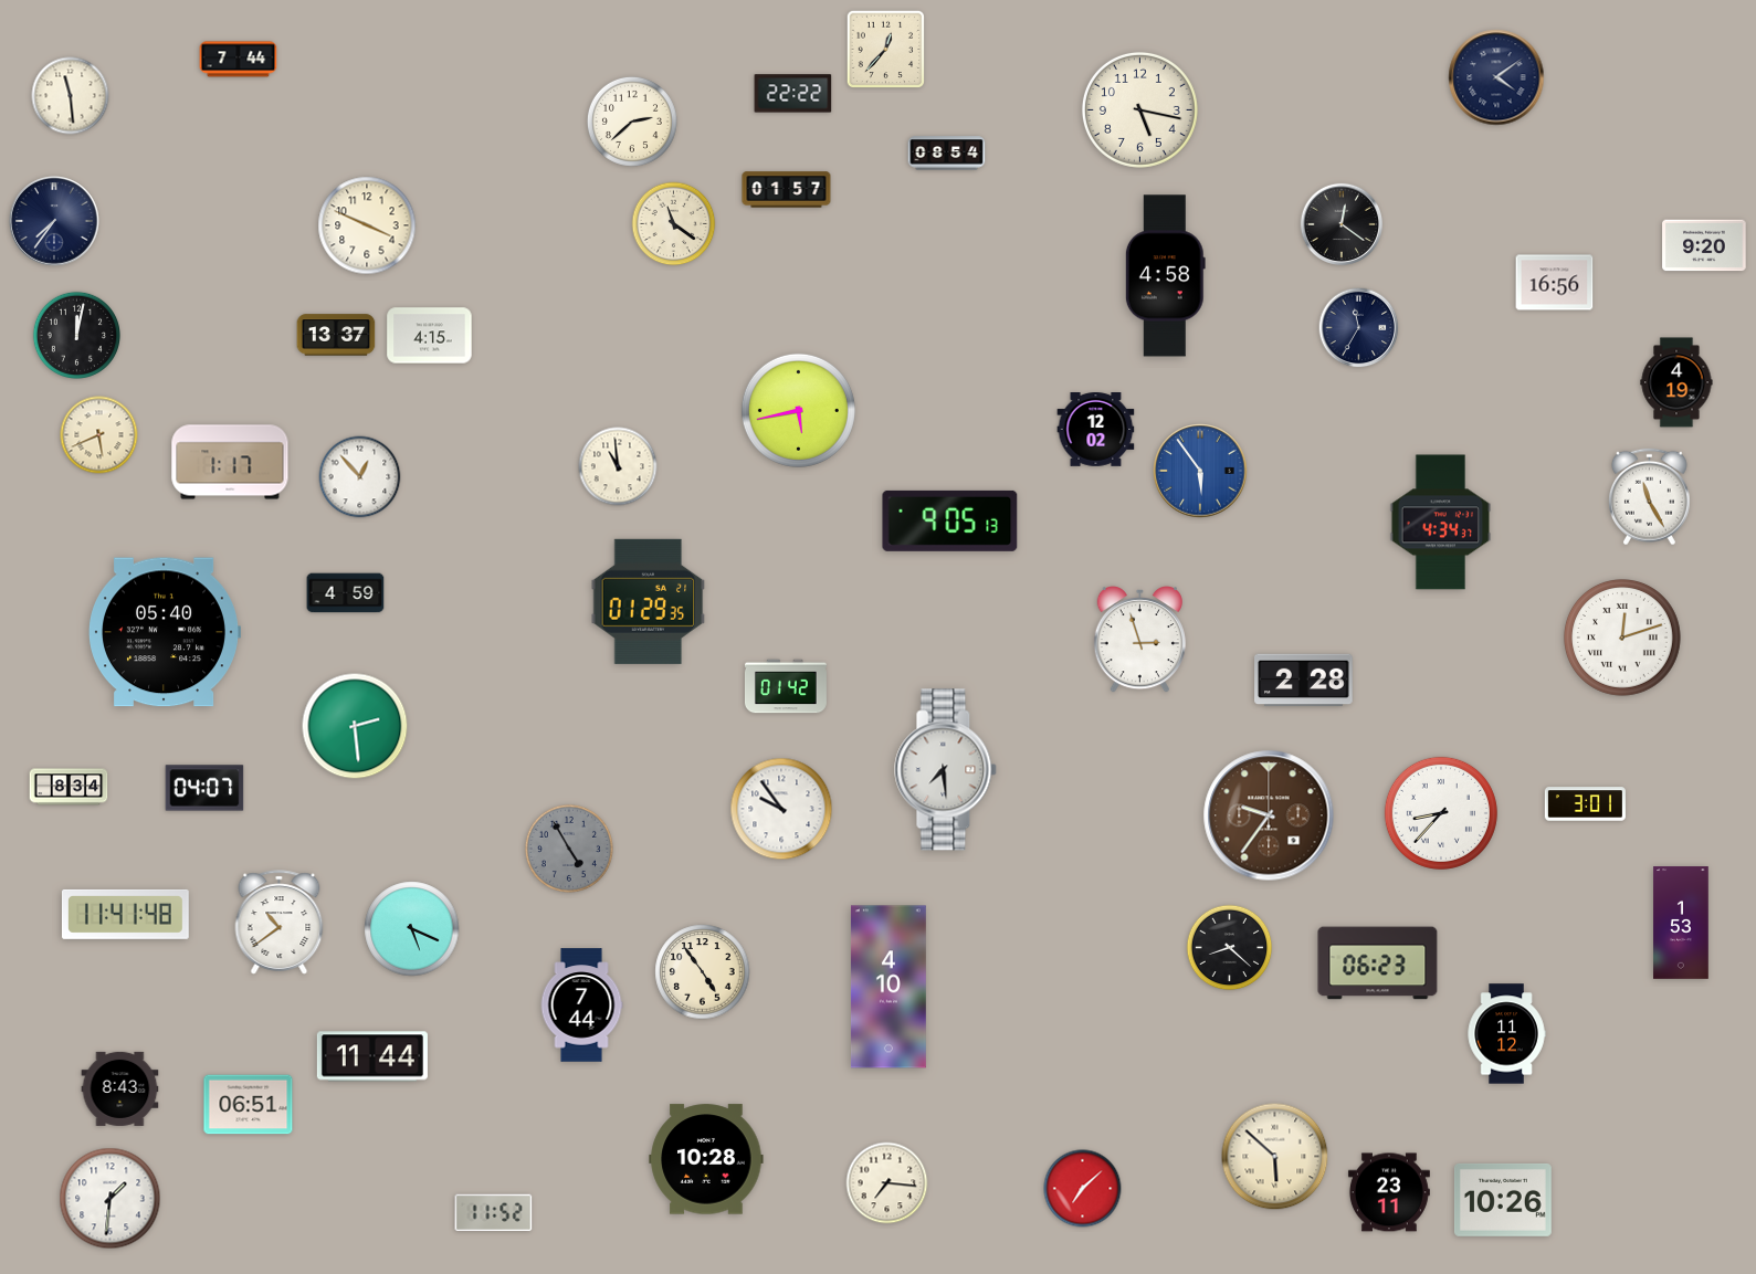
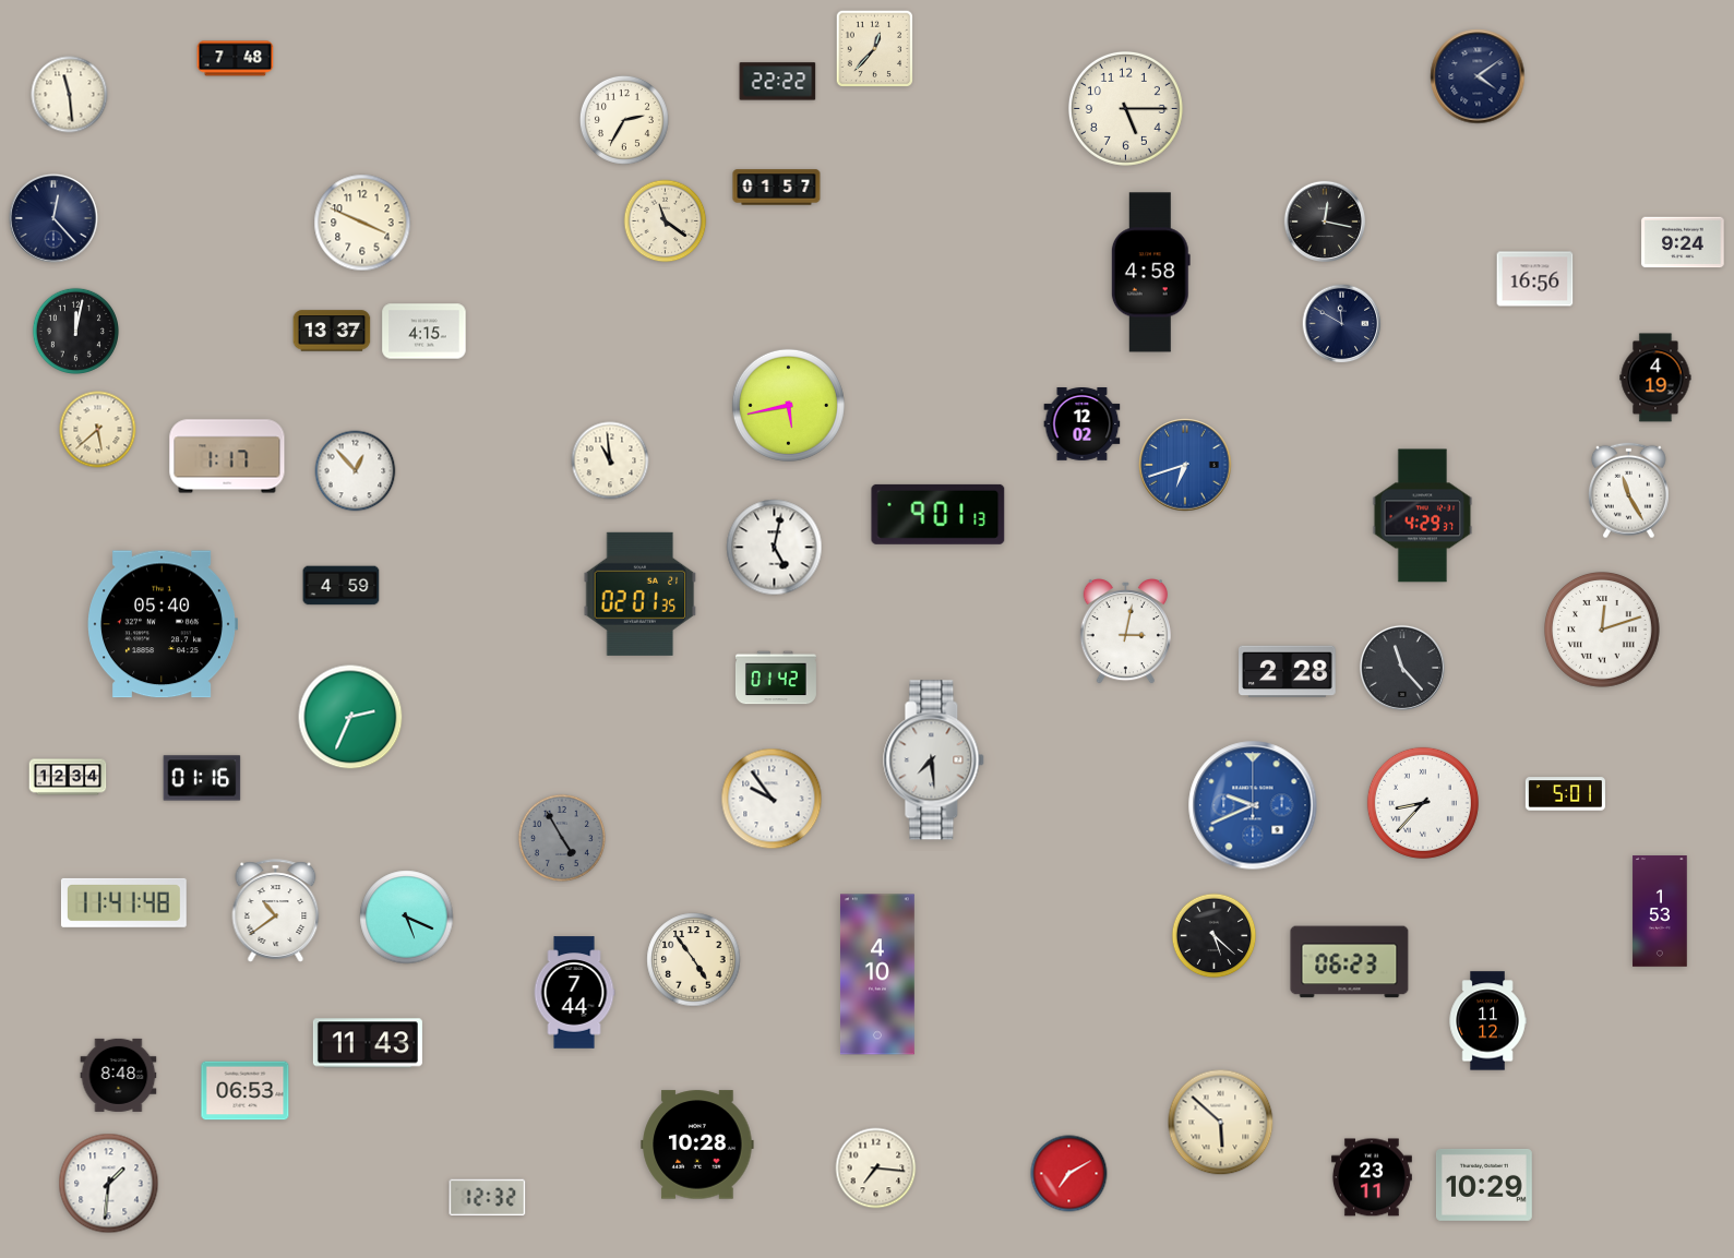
clock at (239, 60): 7:44 -> 7:48
clock at (793, 94) position: (793, 94) -> (778, 82)
clock at (1139, 109): 5:17 -> 5:15
clock at (632, 122): 2:38 -> 2:35
clock at (947, 154): 08:54 -> none
clock at (54, 221): 7:36 -> 12:23
clock at (1340, 224): 12:21 -> 12:17
clock at (1704, 245): 9:20 -> 9:24
clock at (1359, 328): 11:35 -> 11:50
clock at (99, 435): 5:41 -> 5:38
clock at (1200, 471): 5:54 -> 6:42
clock at (950, 520): 9:05 -> 9:01
clock at (1441, 523): 4:34 -> 4:29
clock at (775, 548): none -> 5:02
clock at (649, 601): 01:29 -> 02:01
clock at (1139, 640): 2:57 -> 3:02
clock at (1402, 668): none -> 11:23
clock at (355, 726): 2:29 -> 2:34
clock at (69, 787): 8:34 -> 12:34
clock at (204, 788): 04:07 -> 01:16
clock at (1585, 804): 3:01 -> 5:01
clock at (1269, 815): 9:36 -> 9:41
clock at (1269, 815) dial: brown -> blue
clock at (1230, 948): 8:22 -> 5:22
clock at (1378, 964) position: (1378, 964) -> (1350, 962)
clock at (372, 1056): 11:44 -> 11:43
clock at (120, 1088): 8:43 -> 8:48
clock at (249, 1105): 06:51 -> 06:53
clock at (1275, 1157) position: (1275, 1157) -> (1221, 1123)
clock at (1083, 1189): 7:08 -> 7:10
clock at (1503, 1200): 10:26 -> 10:29
clock at (494, 1213): 11:52 -> 12:32
